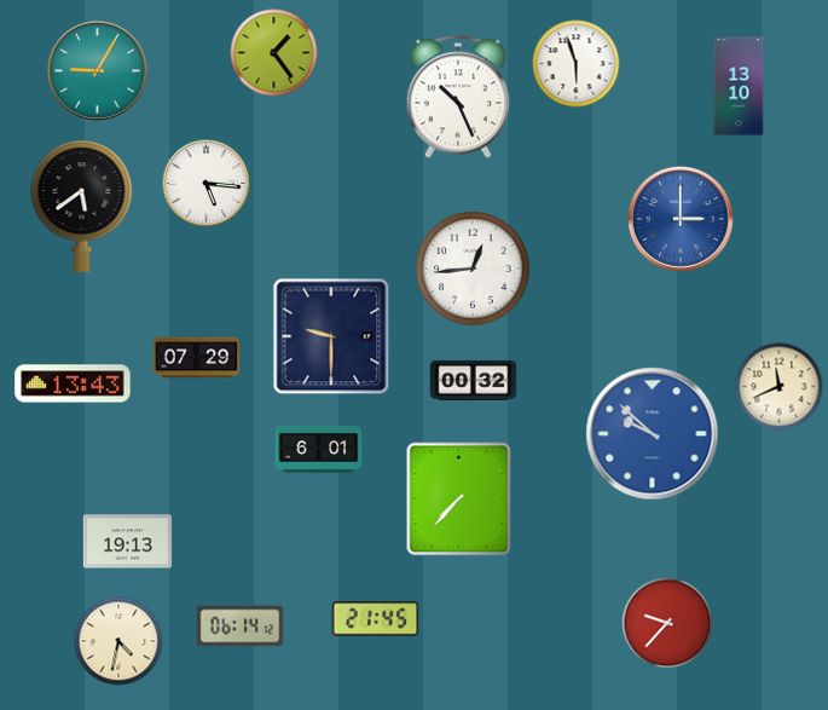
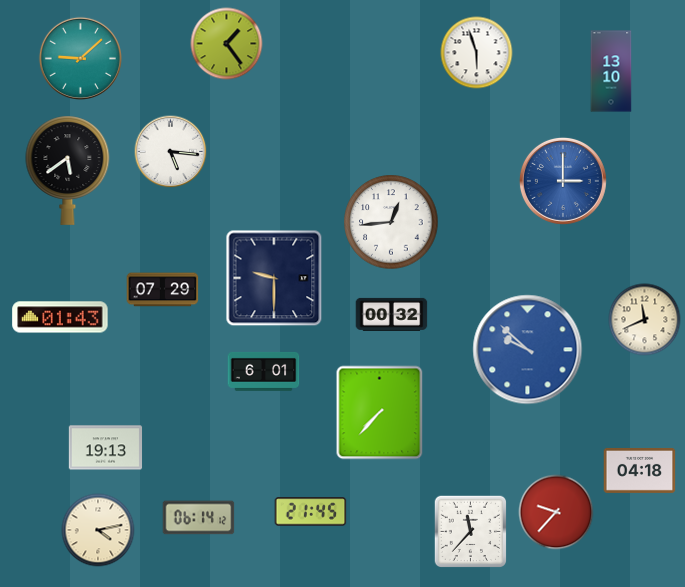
clock at (97, 70): 9:05 -> 9:08
clock at (458, 97): 10:26 -> none
clock at (197, 358) position: (197, 358) -> (163, 290)
clock at (73, 383): 13:43 -> 01:43
clock at (653, 434) position: (653, 434) -> (528, 350)
clock at (640, 470): none -> 04:18
clock at (667, 623) position: (667, 623) -> (556, 512)
clock at (118, 641): 4:32 -> 4:13
clock at (470, 531): none -> 11:37
